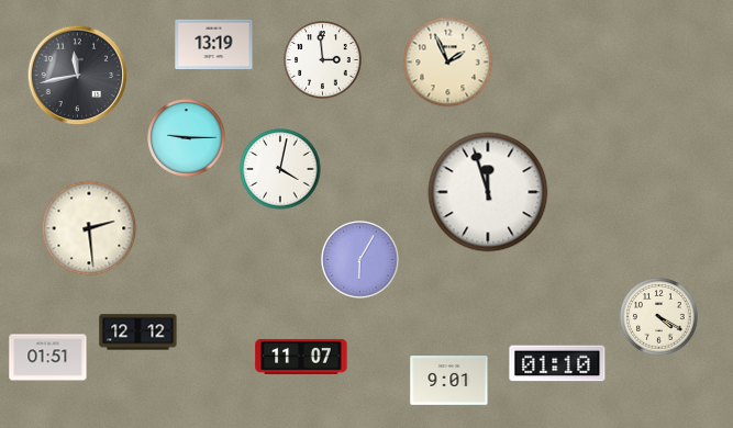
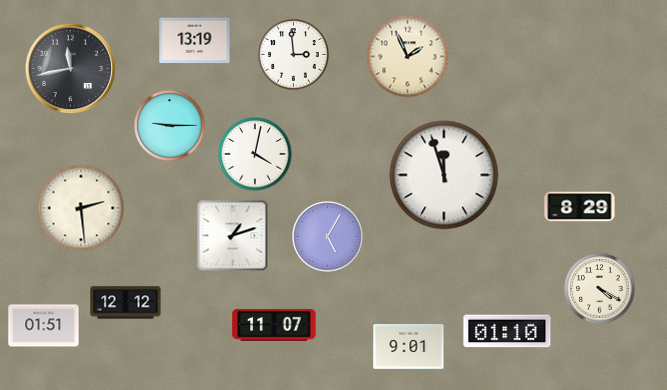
clock at (580, 207): none -> 8:29
clock at (233, 236): none -> 1:12
clock at (360, 260): 6:05 -> 5:05
